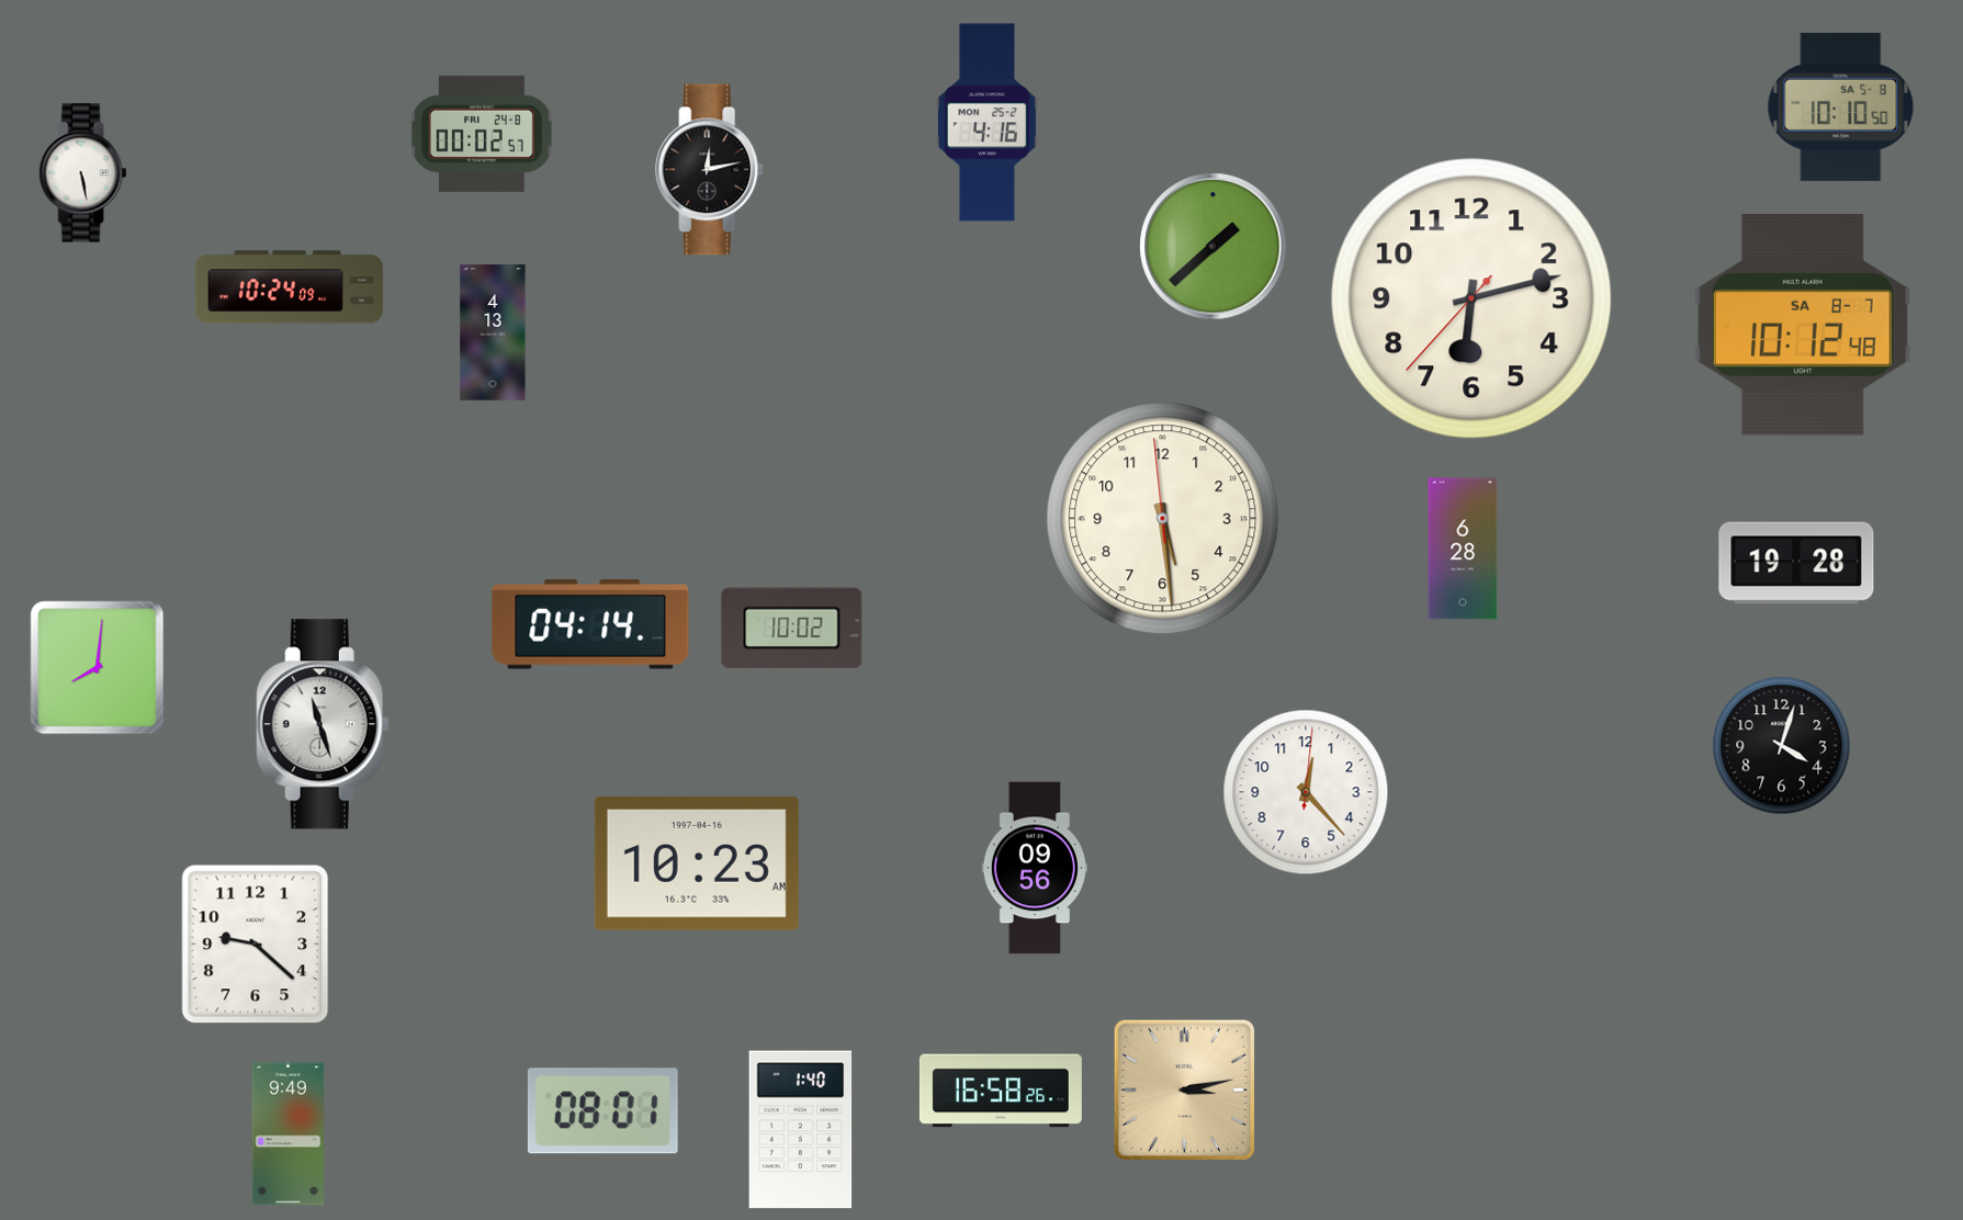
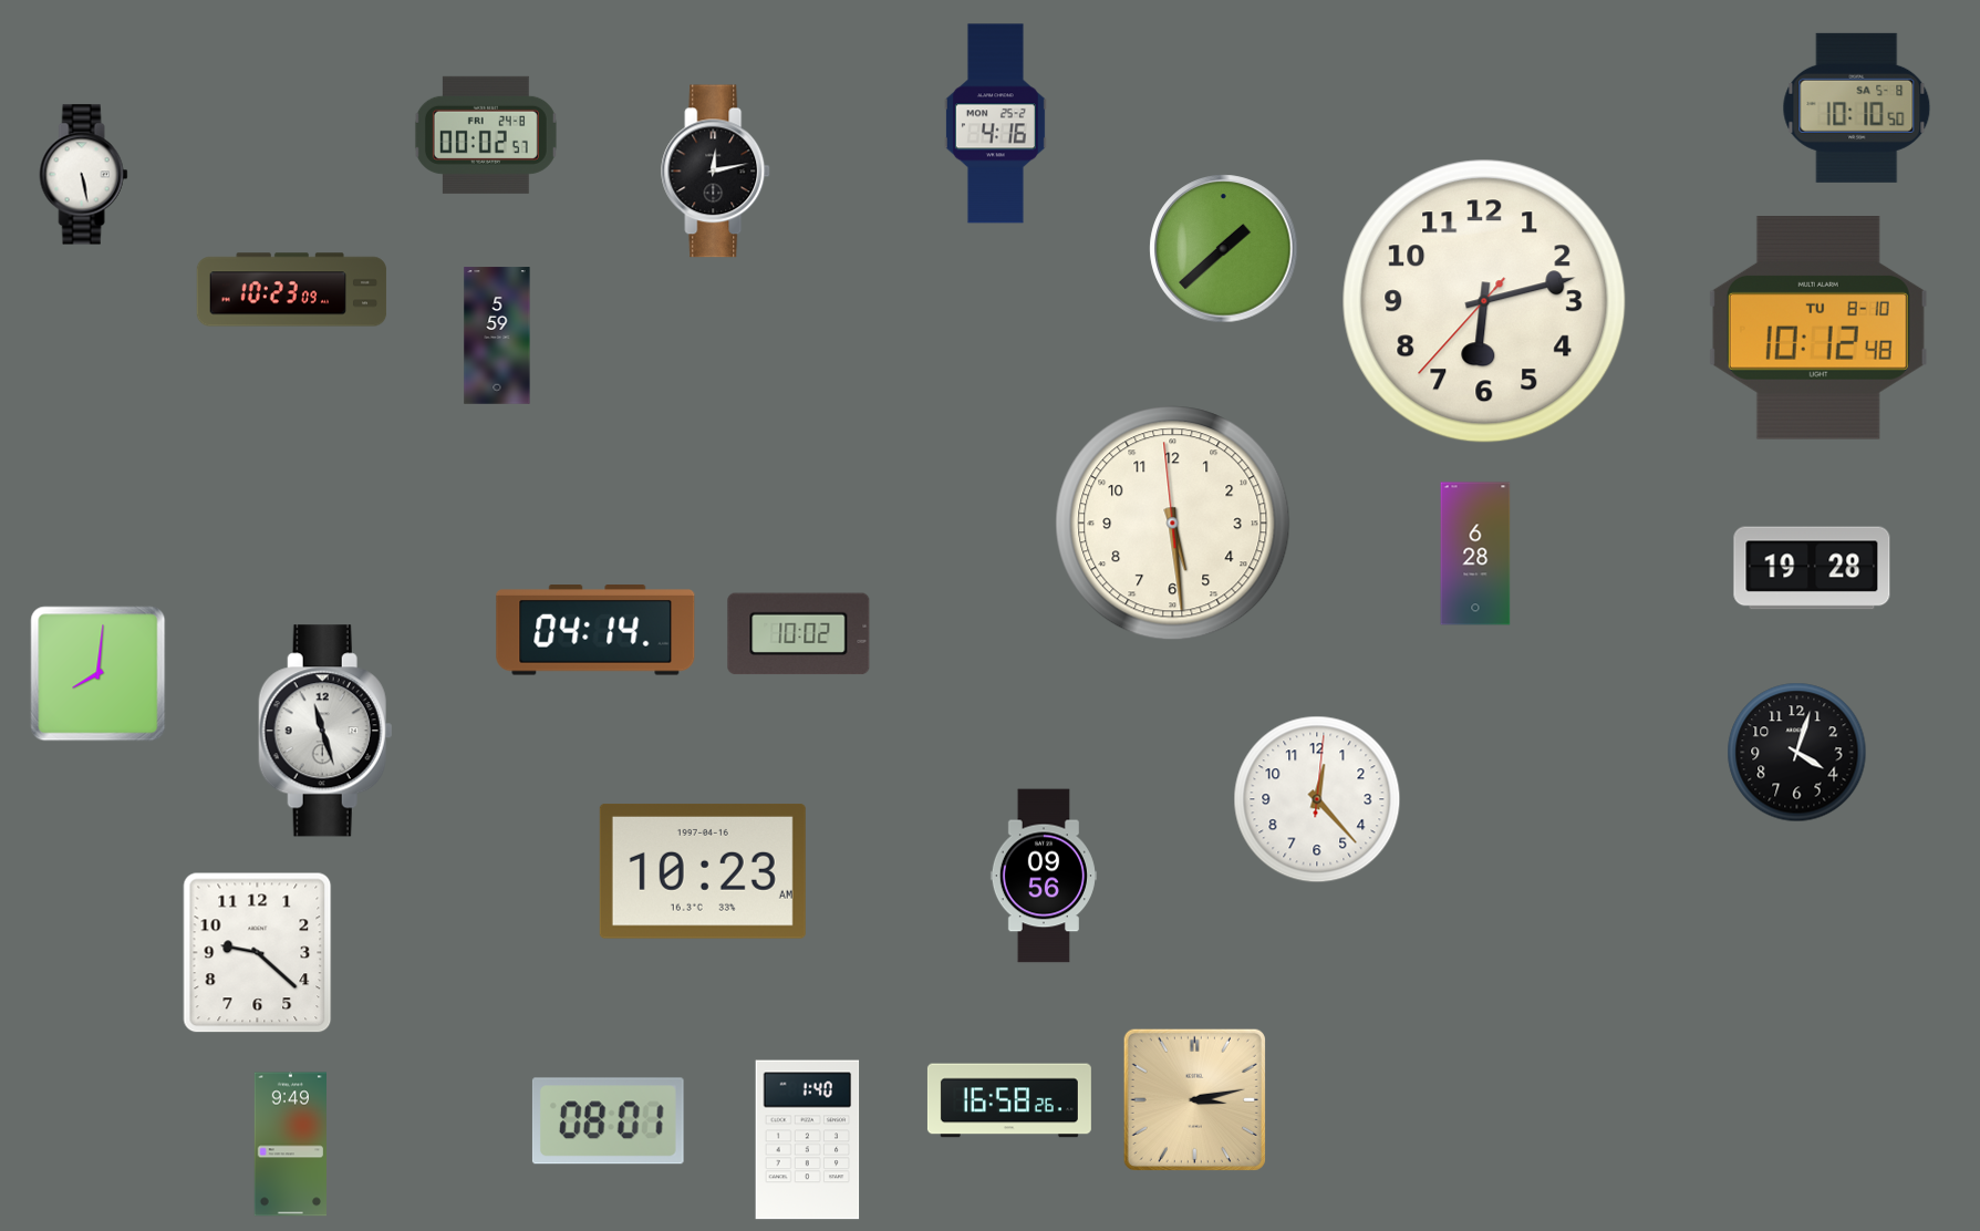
clock at (290, 287): 10:24 -> 10:23
clock at (1803, 326) date: SA 8-7 -> TU 8-10
clock at (493, 332): 4:13 -> 5:59
